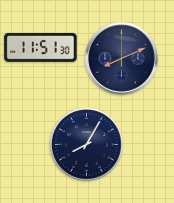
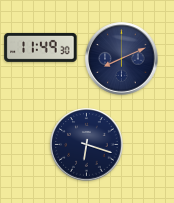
clock at (41, 47): 11:51 -> 11:49
clock at (87, 145): 8:05 -> 6:18
